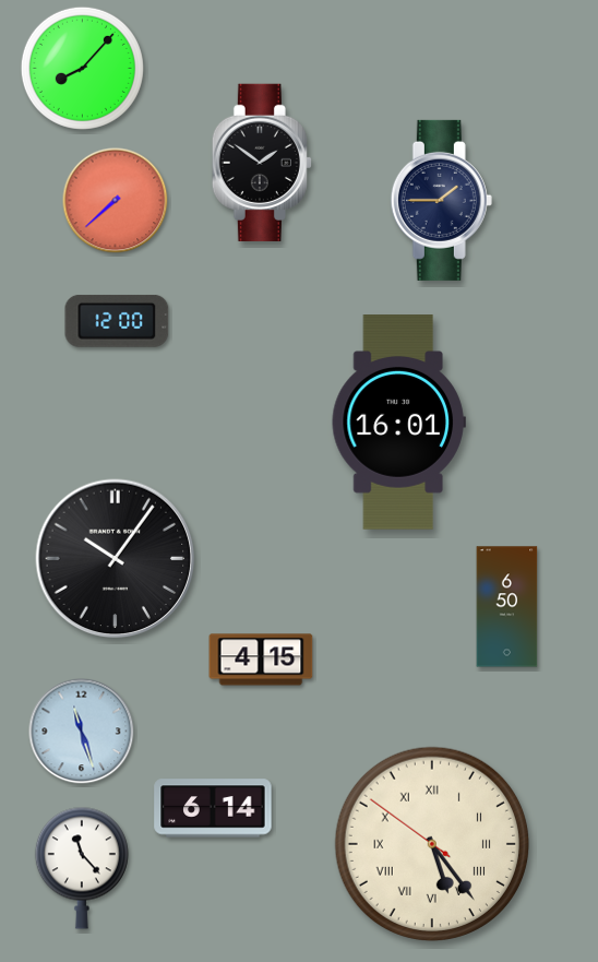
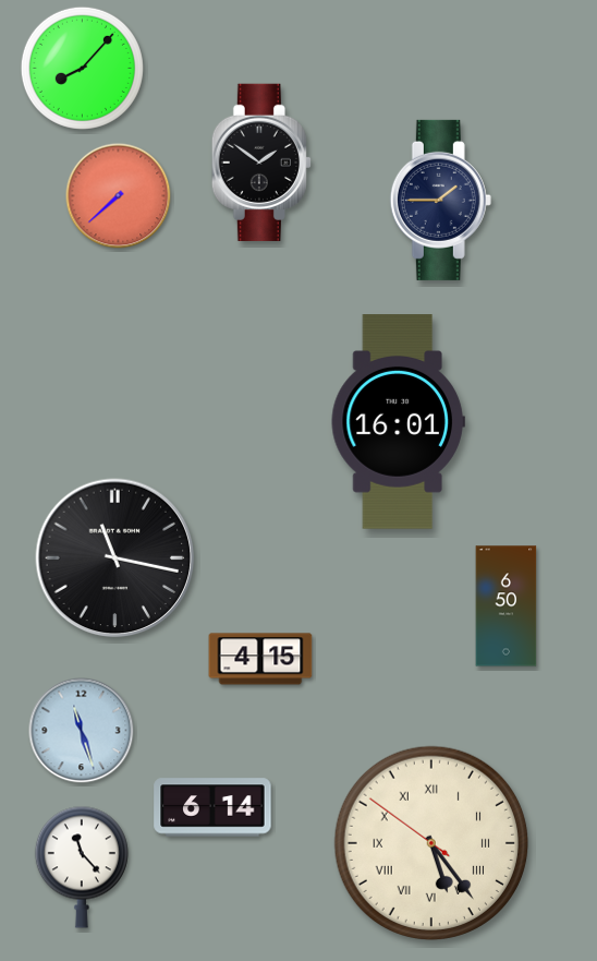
clock at (116, 201) position: (116, 201) -> (119, 196)
clock at (117, 321): 12:00 -> none
clock at (116, 559): 10:06 -> 11:17
